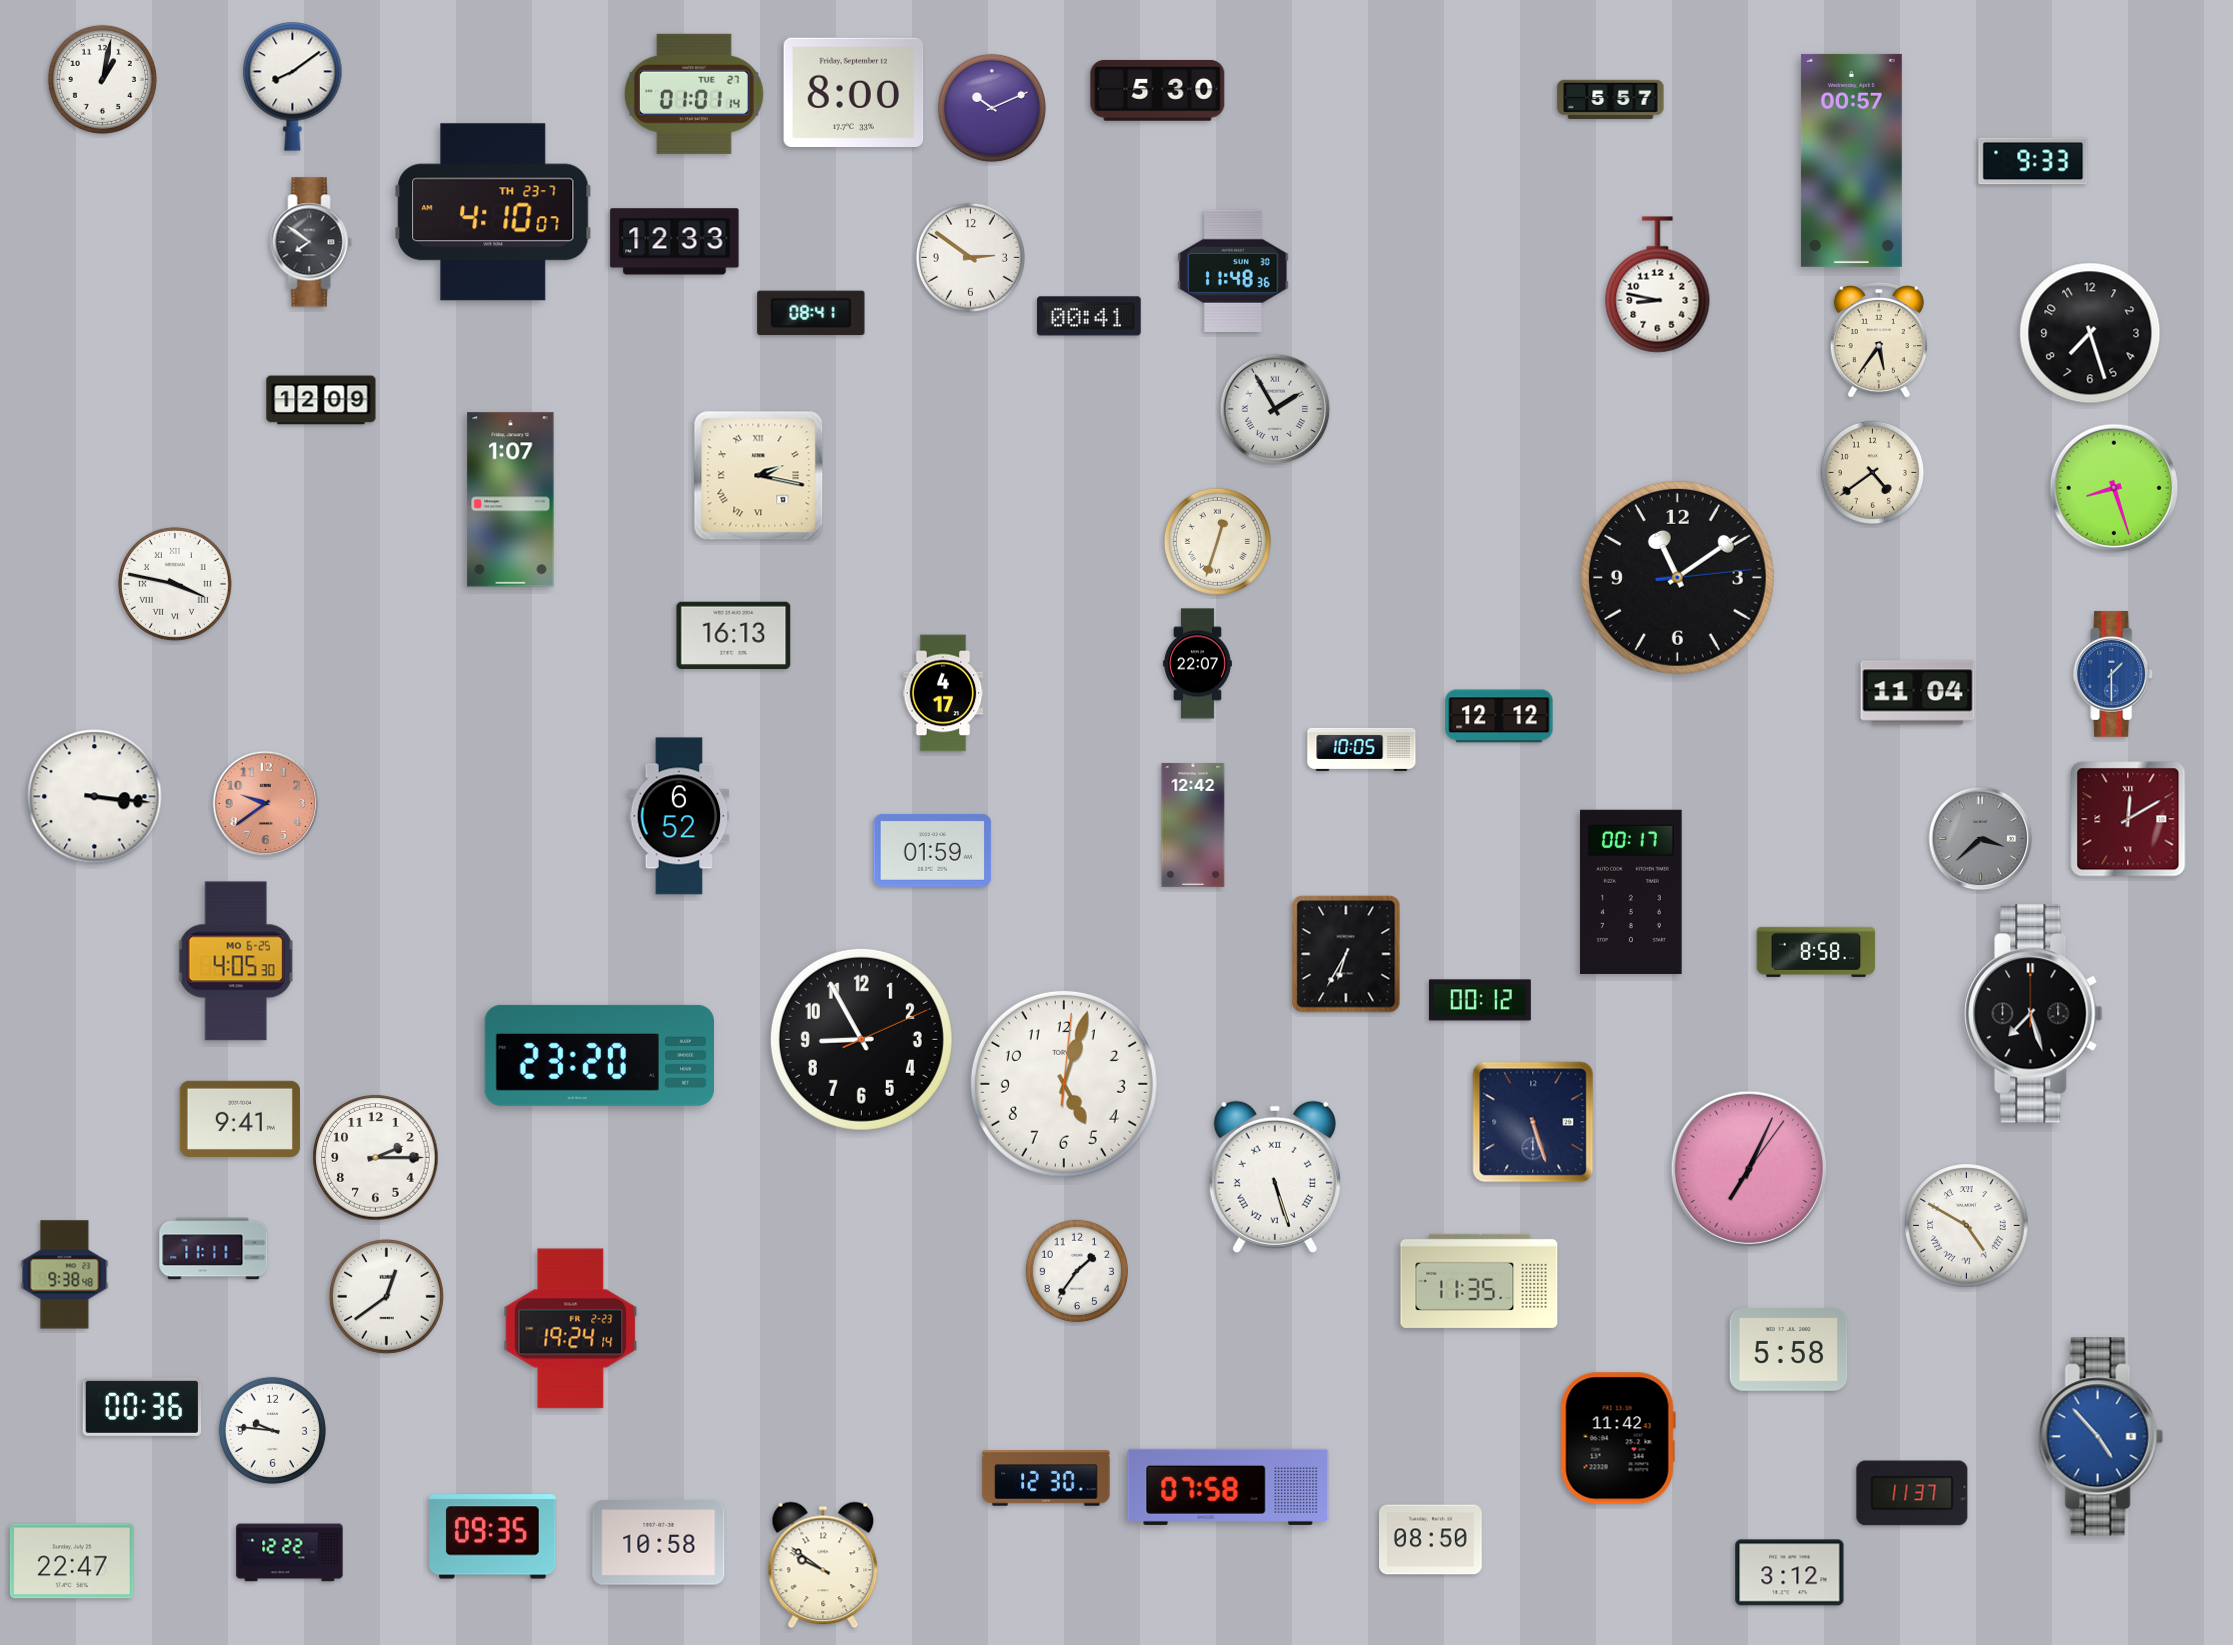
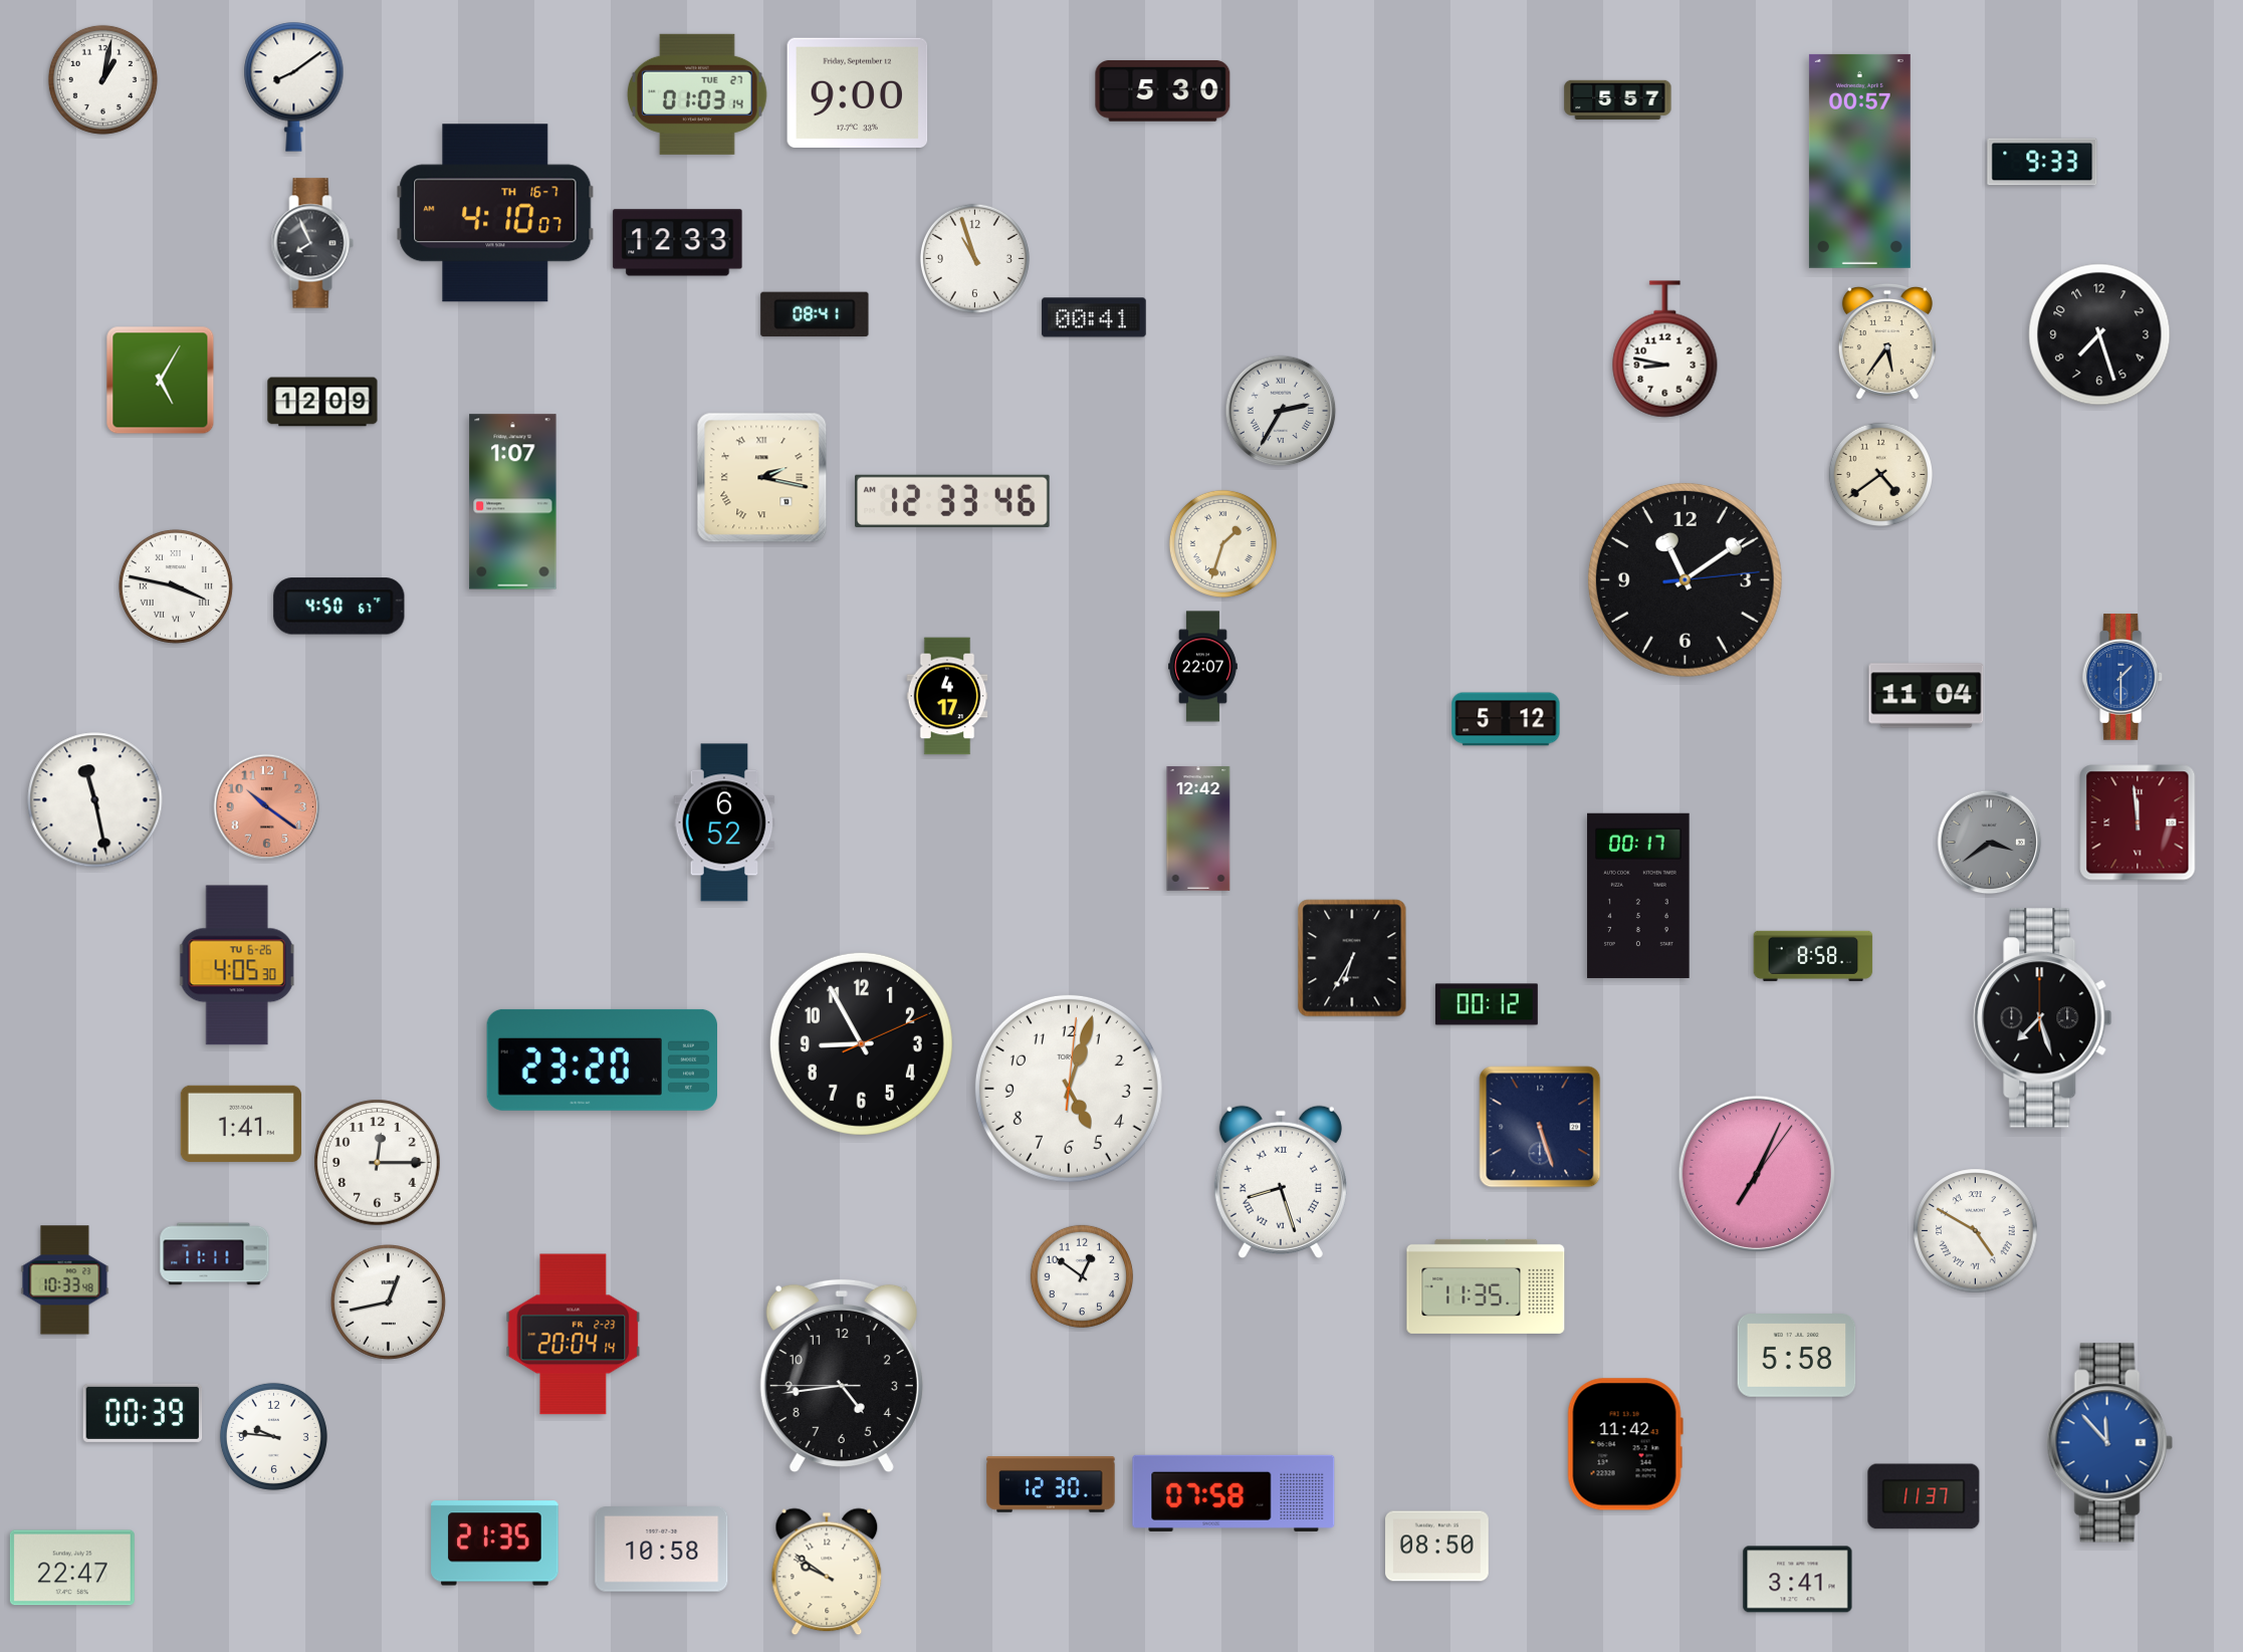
clock at (854, 92): 8:00 -> 9:00
clock at (694, 94): 01:01 -> 01:03
clock at (992, 108): 10:11 -> none
clock at (493, 212) date: TH 23-7 -> TH 16-7
clock at (311, 242): 7:51 -> 7:56
clock at (970, 257): 2:51 -> 10:57
clock at (1233, 271): 11:48 -> none
clock at (1658, 285) position: (1658, 285) -> (1665, 349)
clock at (161, 381): none -> 5:05
clock at (1275, 409): 1:55 -> 2:35
clock at (2114, 488): 8:27 -> none
clock at (952, 501): none -> 12:33
clock at (1217, 541): 12:33 -> 1:33
clock at (340, 607): none -> 4:50
clock at (734, 635): 16:13 -> none
clock at (1499, 716): 12:12 -> 5:12
clock at (1362, 749): 10:05 -> none
clock at (95, 797): 3:16 -> 11:28
clock at (266, 804): 9:39 -> 10:21
clock at (679, 816) position: (679, 816) -> (724, 822)
clock at (2128, 819): 12:10 -> 11:59
clock at (1981, 839): 3:38 -> 3:39
clock at (933, 851): 01:59 -> none
clock at (1816, 952) position: (1816, 952) -> (1813, 956)
clock at (236, 961) date: MO 6-25 -> TU 6-26
clock at (861, 1039) position: (861, 1039) -> (861, 1043)
clock at (240, 1119): 9:41 -> 1:41
clock at (376, 1158): 2:15 -> 12:15
clock at (1275, 1177): 5:27 -> 8:27
clock at (1077, 1271): 1:36 -> 12:51
clock at (65, 1275): 9:38 -> 10:33
clock at (386, 1296): 12:39 -> 12:43
clock at (571, 1329): 19:24 -> 20:04
clock at (842, 1376): none -> 4:43
clock at (142, 1407): 00:36 -> 00:39
clock at (2100, 1437): 4:53 -> 11:53
clock at (1912, 1493) position: (1912, 1493) -> (1924, 1496)
clock at (493, 1537): 09:35 -> 21:35
clock at (290, 1553): 12:22 -> none
clock at (1790, 1573): 3:12 -> 3:41
